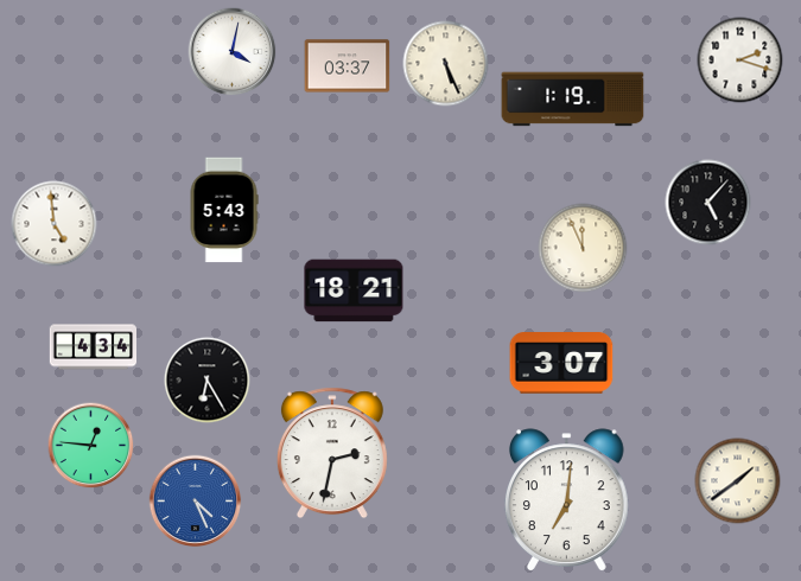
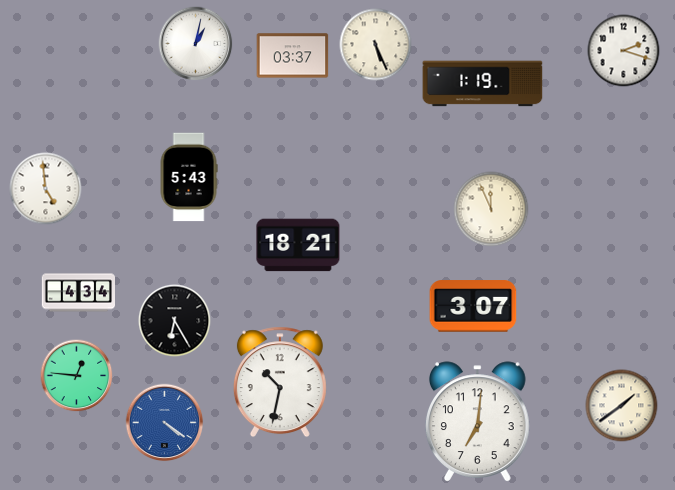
clock at (233, 52): 4:02 -> 1:02
clock at (446, 64) position: (446, 64) -> (376, 45)
clock at (708, 203): 5:07 -> none
clock at (332, 453): 2:32 -> 10:32
clock at (196, 502): 4:26 -> 4:21
